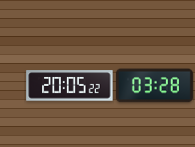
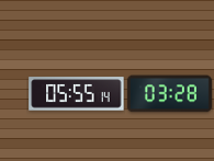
clock at (70, 86): 20:05 -> 05:55
